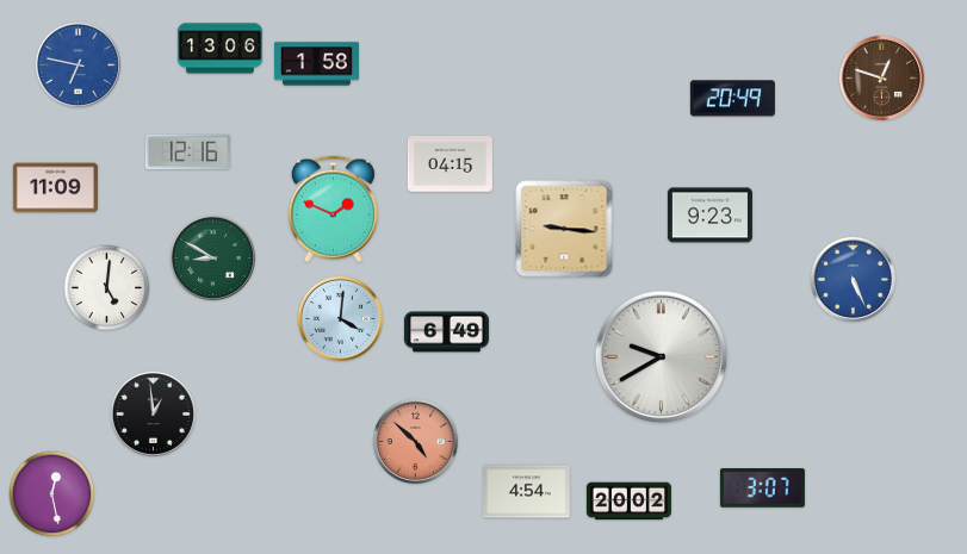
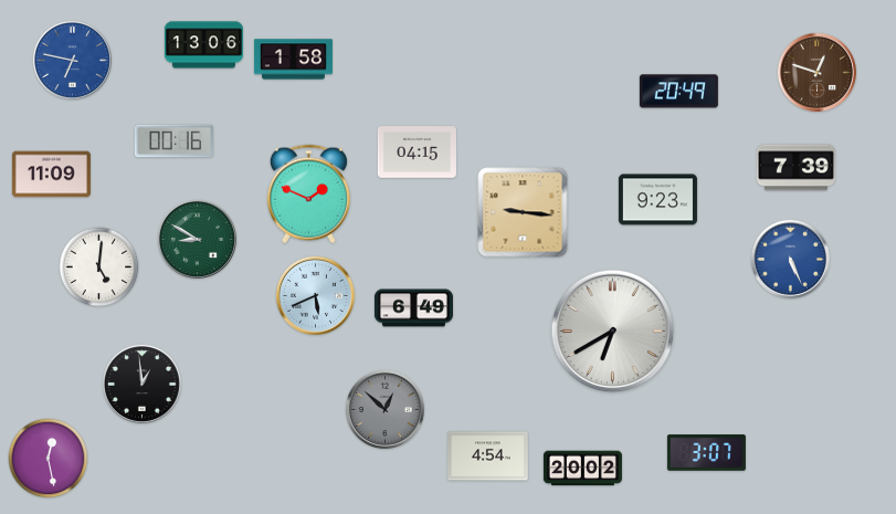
clock at (187, 152): 12:16 -> 00:16
clock at (795, 168): none -> 7:39
clock at (340, 318): 4:01 -> 5:41
clock at (662, 357): 9:40 -> 6:40
clock at (415, 441): 4:52 -> 12:52
clock at (415, 441) dial: salmon -> grey
clock at (628, 502) position: (628, 502) -> (582, 469)
